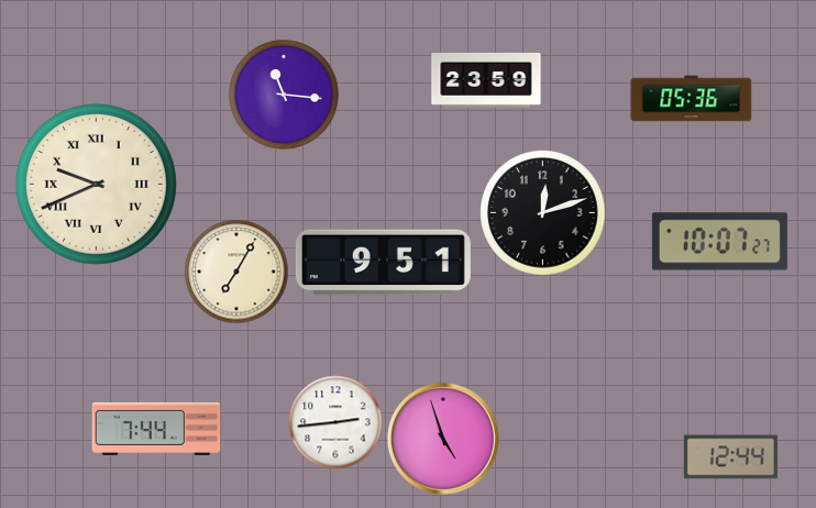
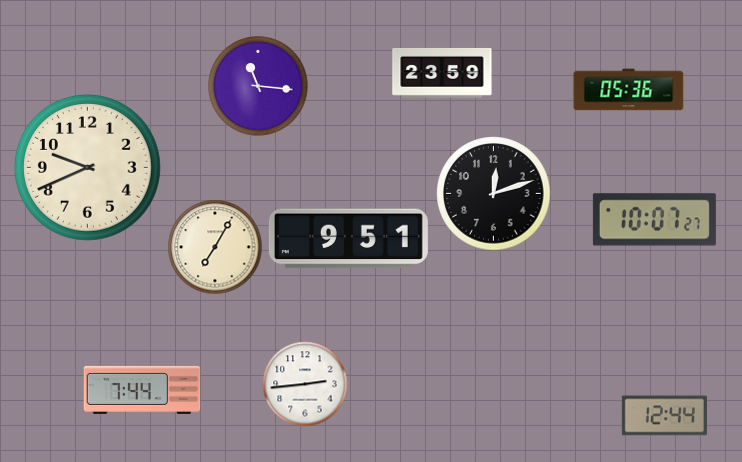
clock at (96, 184) numerals: Roman -> Arabic
clock at (443, 439): 4:57 -> none
